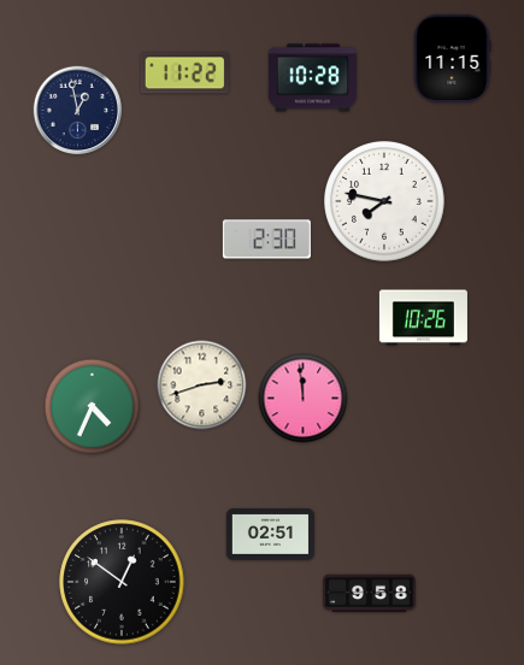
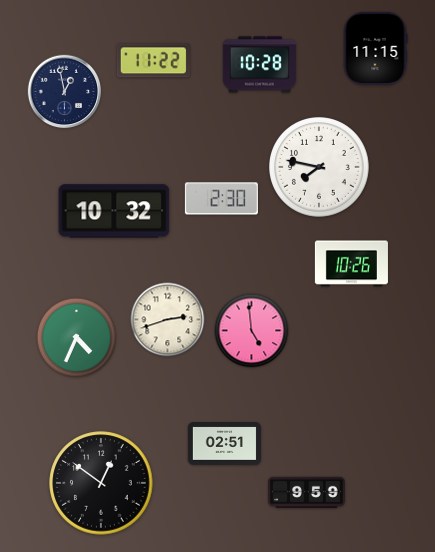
clock at (114, 211): none -> 10:32
clock at (304, 399): 11:59 -> 4:59
clock at (370, 594): 9:58 -> 9:59
